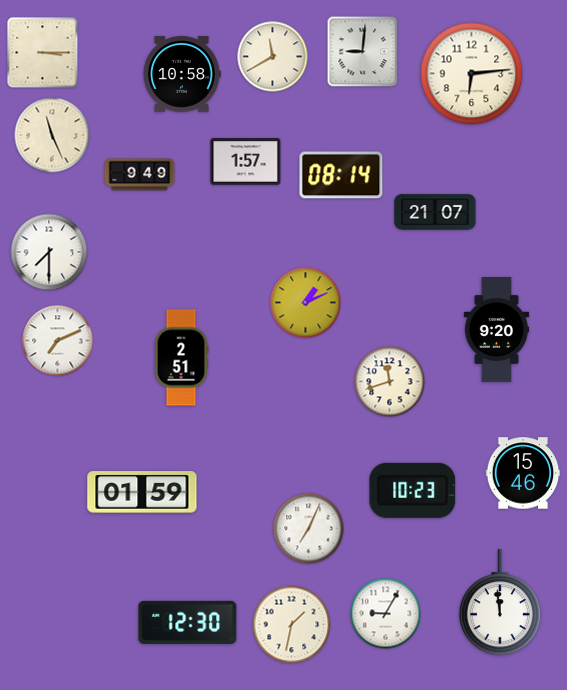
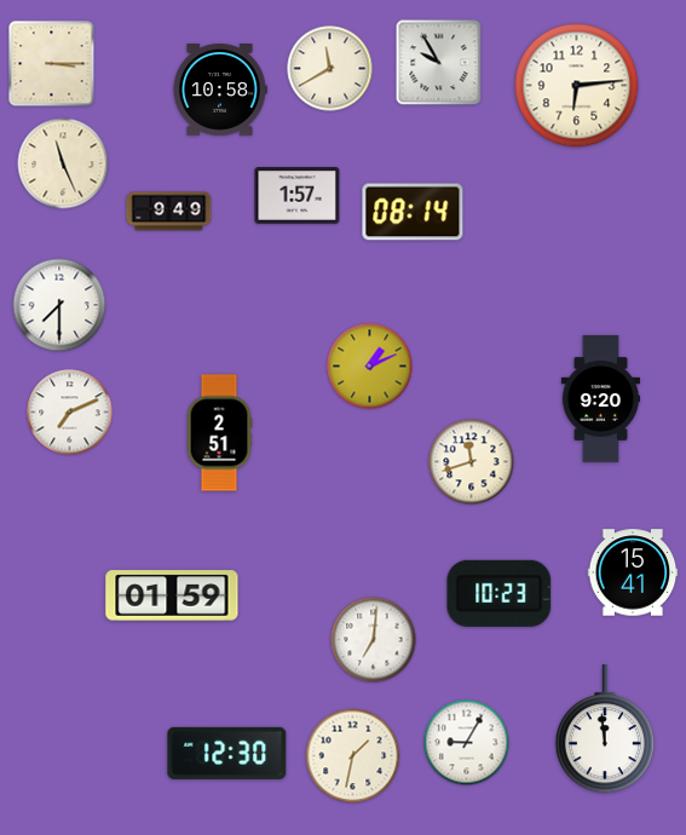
clock at (363, 52): 9:01 -> 9:55
clock at (472, 74) position: (472, 74) -> (577, 86)
clock at (435, 212): 21:07 -> none
clock at (523, 473): 15:46 -> 15:41
clock at (309, 529): 7:04 -> 7:01
